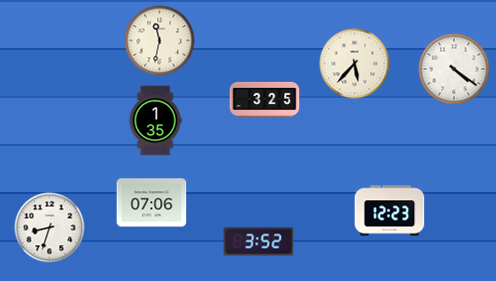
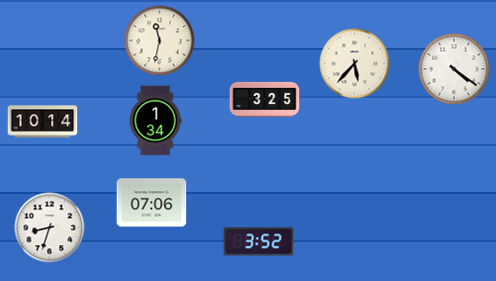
clock at (155, 121): 1:35 -> 1:34
clock at (43, 122): none -> 10:14
clock at (390, 211): 12:23 -> none
